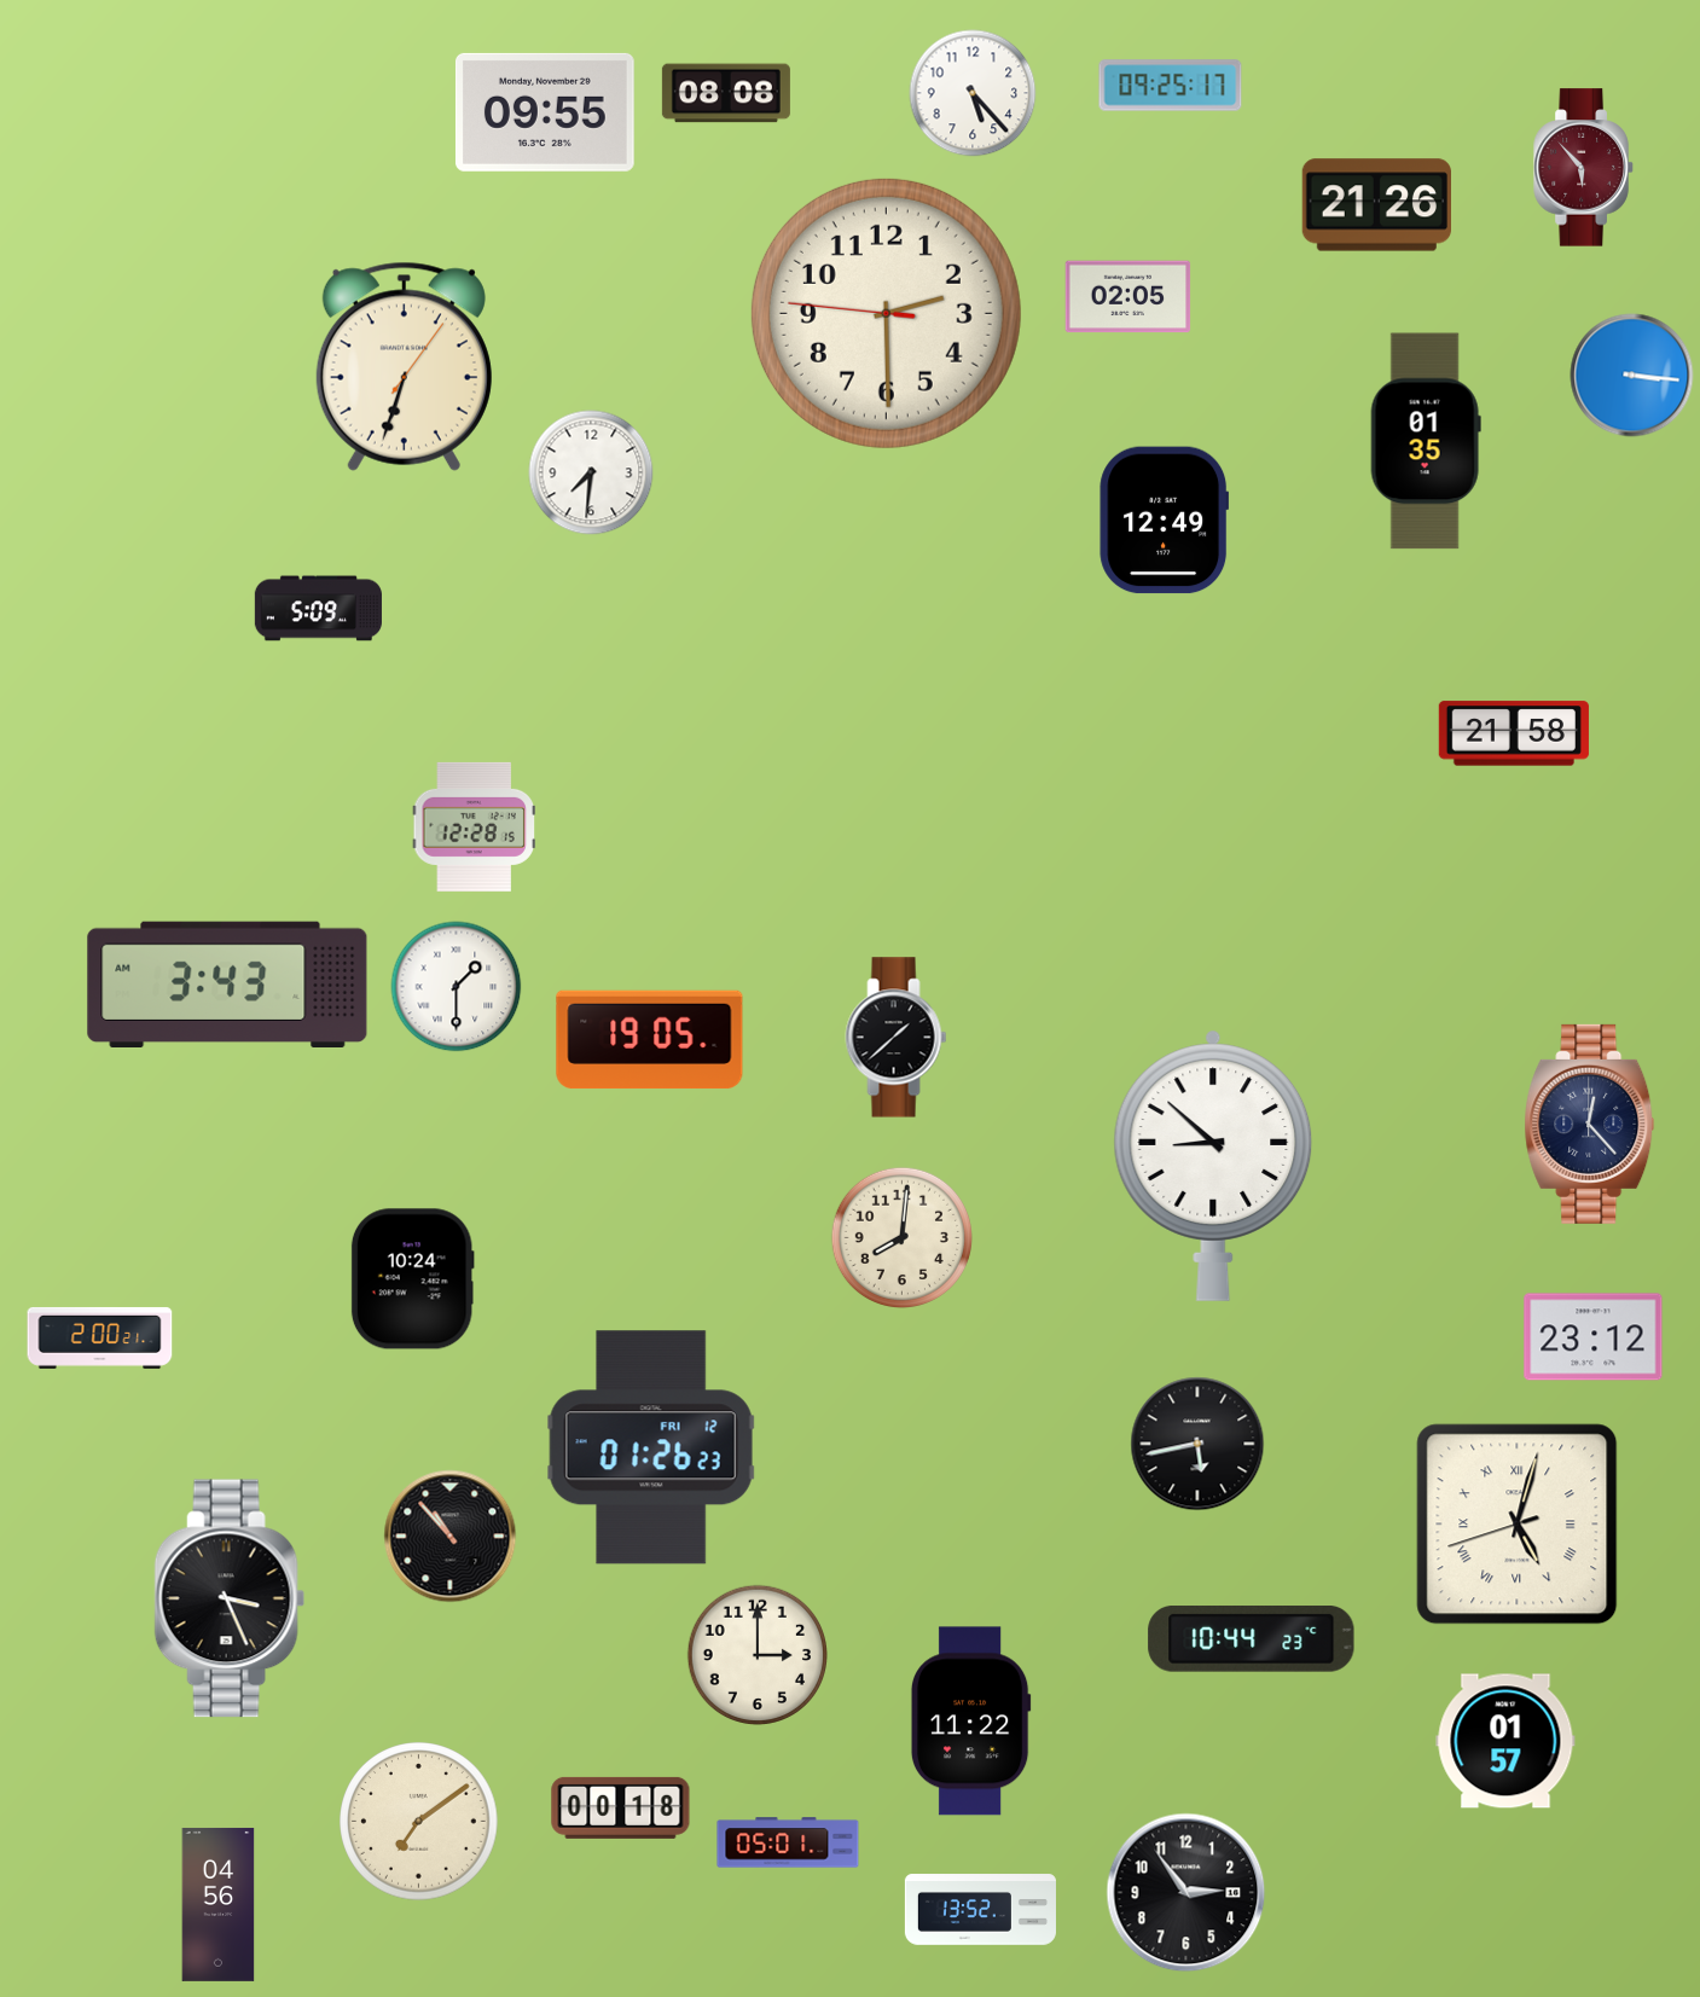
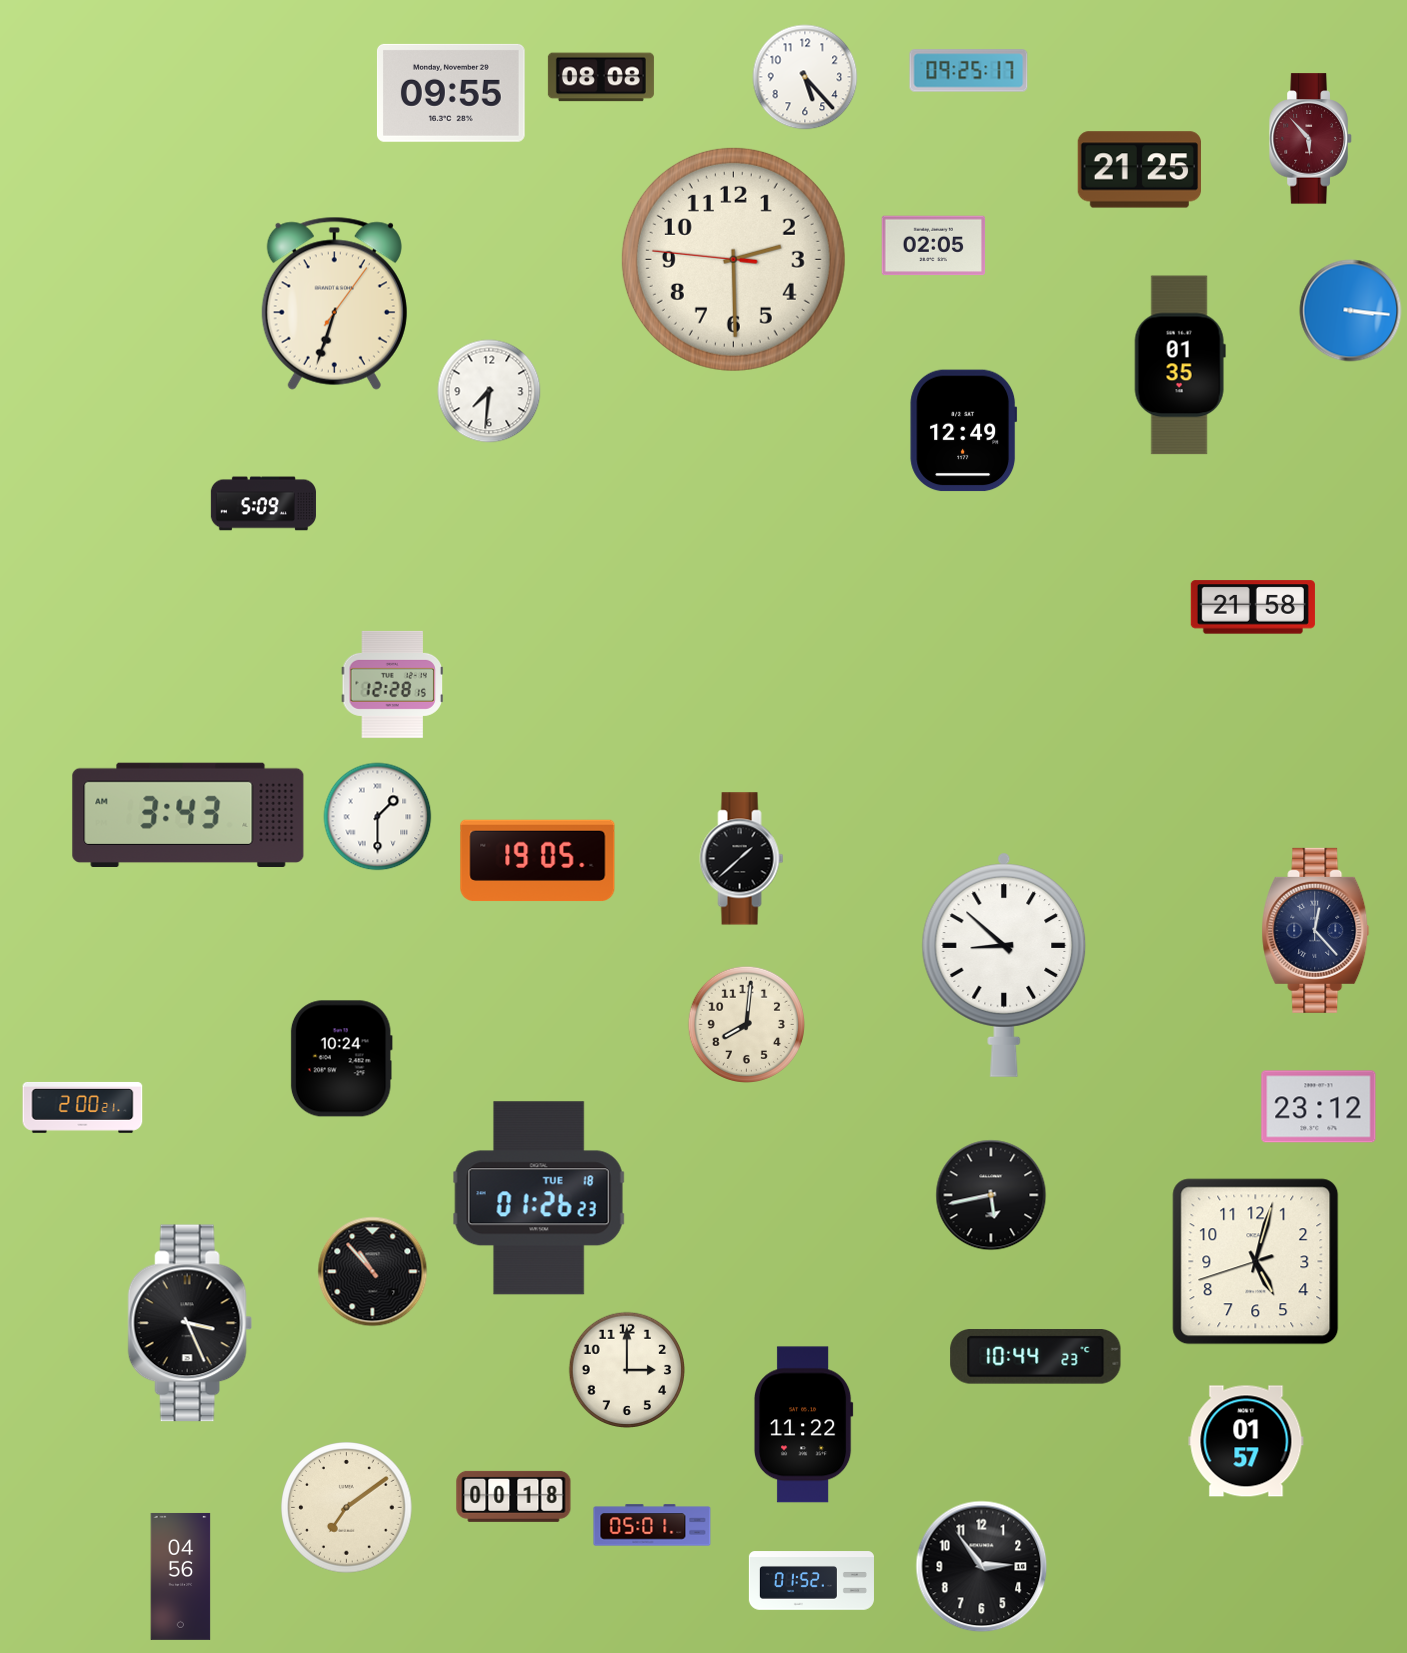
clock at (1376, 205): 21:26 -> 21:25
clock at (651, 1447) date: FRI 12 -> TUE 18
clock at (1518, 1525) numerals: Roman -> Arabic
clock at (980, 1910): 13:52 -> 01:52
